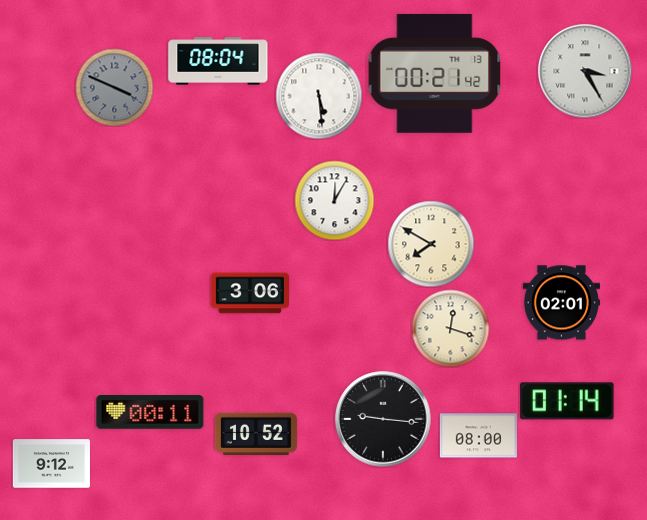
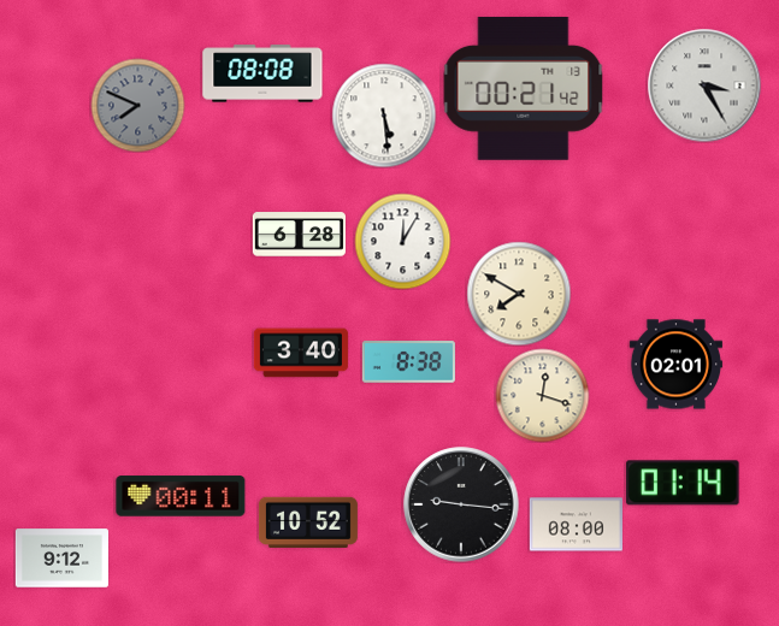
clock at (218, 61): 08:04 -> 08:08
clock at (114, 87): 3:49 -> 7:49
clock at (299, 235): none -> 6:28
clock at (250, 293): 3:06 -> 3:40
clock at (408, 362): none -> 8:38
